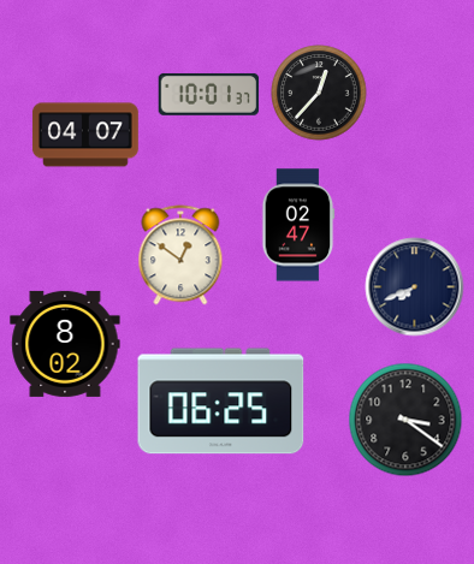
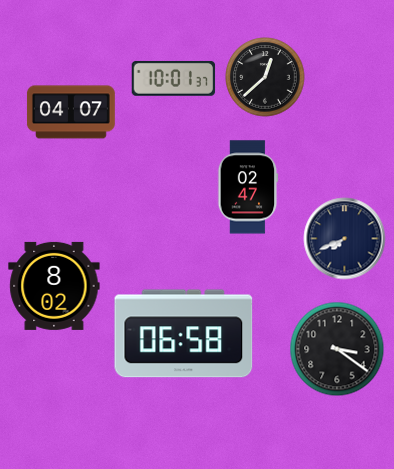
clock at (319, 93): 12:37 -> 12:38
clock at (180, 255): 12:51 -> none
clock at (221, 402): 06:25 -> 06:58
